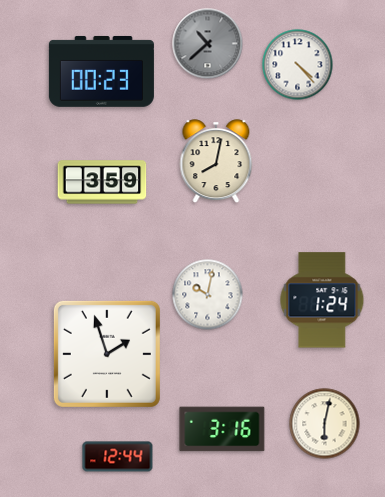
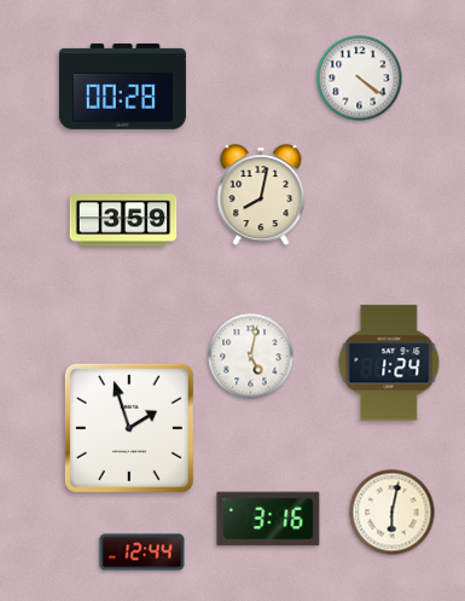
clock at (208, 44): 10:38 -> none
clock at (298, 65): 4:23 -> 4:21
clock at (101, 71): 00:23 -> 00:28
clock at (208, 295): 10:02 -> 5:02
